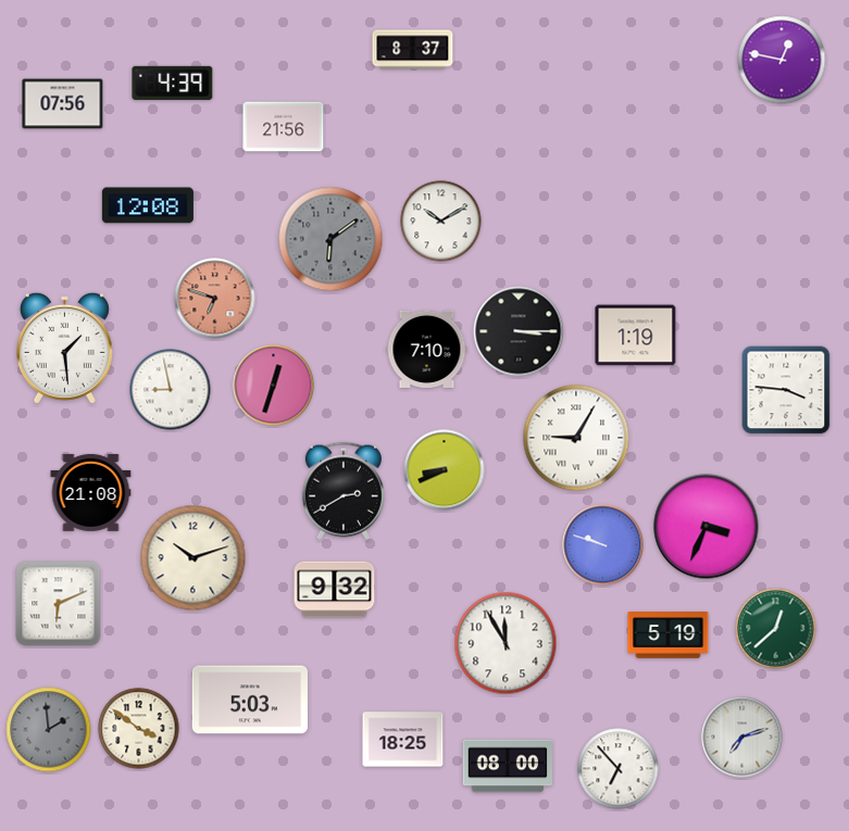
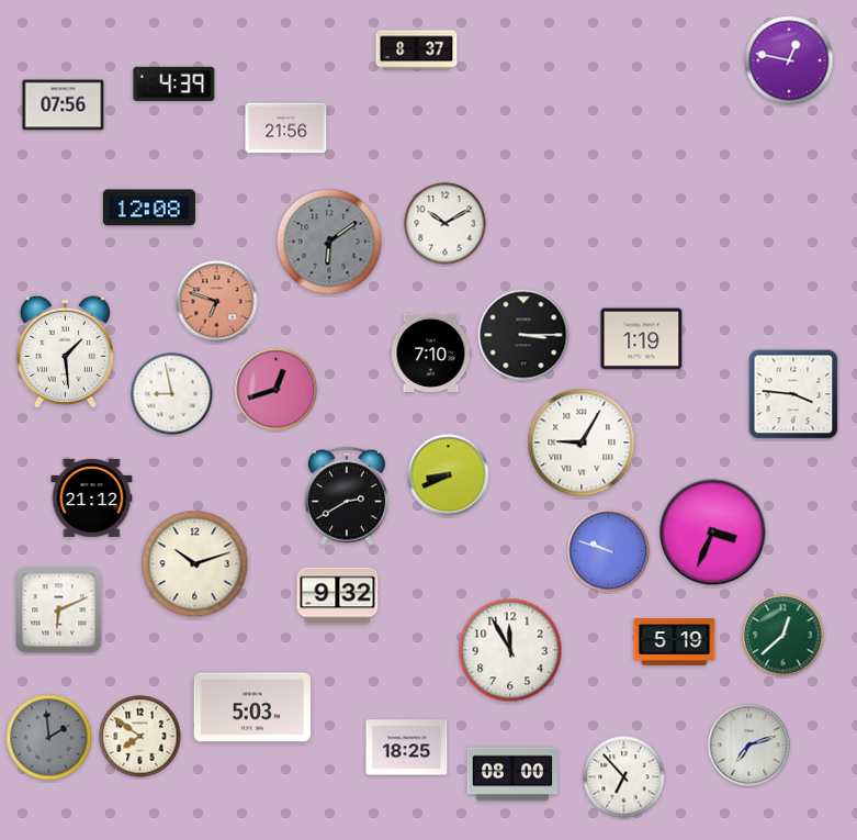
clock at (330, 239) position: (330, 239) -> (329, 242)
clock at (274, 386): 12:33 -> 12:42
clock at (91, 492): 21:08 -> 21:12
clock at (139, 729): 3:51 -> 7:51
